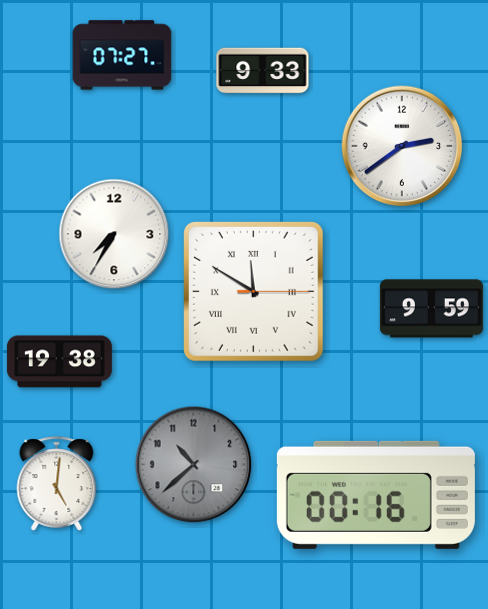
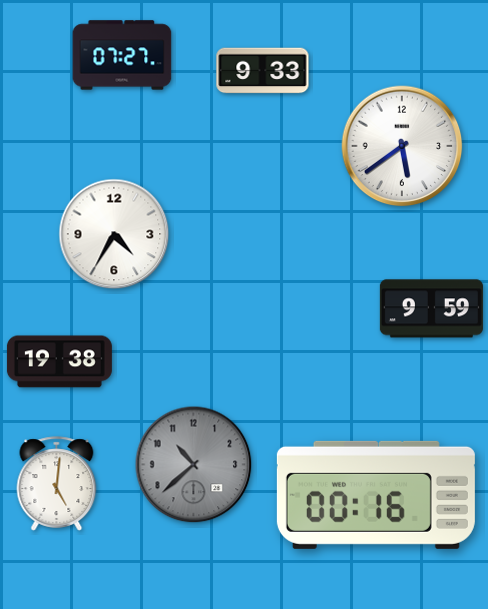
clock at (402, 146): 2:39 -> 5:39
clock at (114, 234): 7:35 -> 4:35
clock at (253, 291): 11:50 -> none
